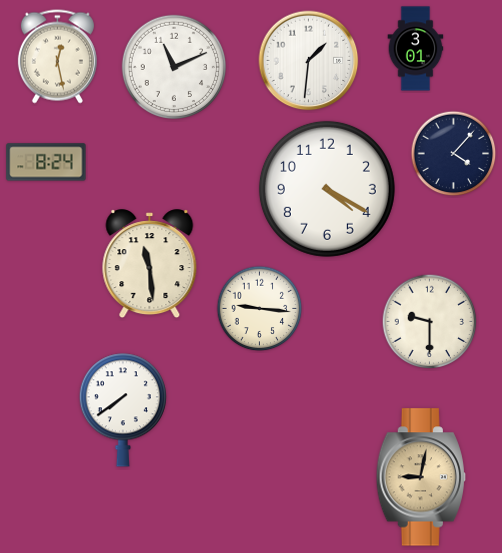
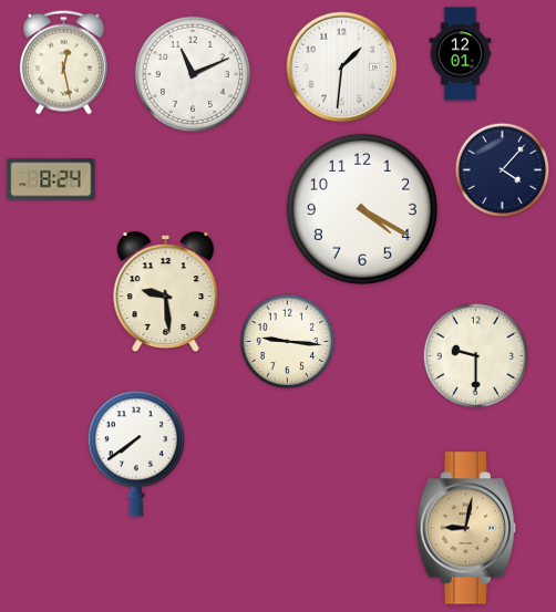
clock at (416, 49): 3:01 -> 12:01
clock at (150, 264): 11:29 -> 9:29
